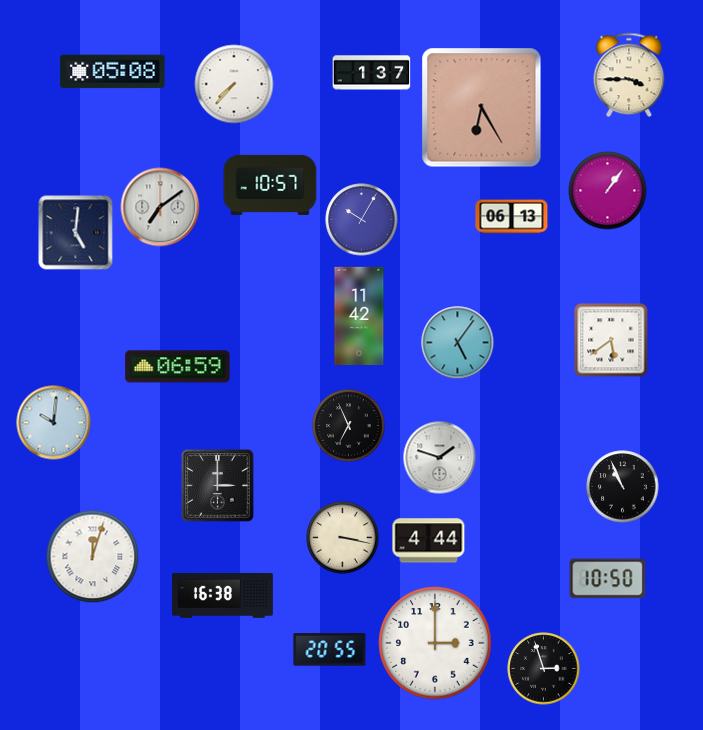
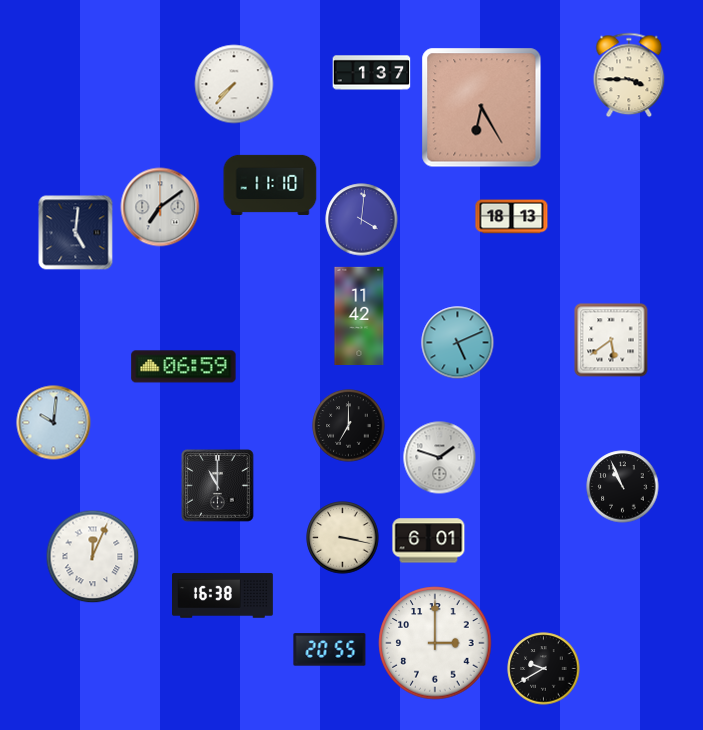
clock at (113, 72): 05:08 -> none
clock at (270, 185): 10:57 -> 11:10
clock at (608, 191): 1:06 -> none
clock at (512, 217): 06:13 -> 18:13
clock at (362, 220): 10:05 -> 4:01
clock at (458, 343): 5:06 -> 5:11
clock at (178, 367) position: (178, 367) -> (184, 367)
clock at (349, 426): 6:56 -> 7:00
clock at (218, 486): 3:00 -> 11:00
clock at (429, 541): 4:44 -> 6:01
clock at (93, 557): 12:03 -> 12:04
clock at (608, 579): 10:50 -> none
clock at (544, 669): 2:57 -> 9:40
